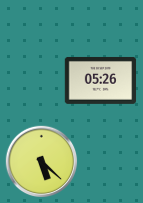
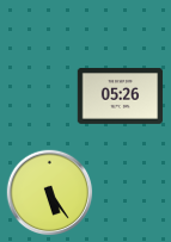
clock at (42, 162): 5:22 -> 5:24
